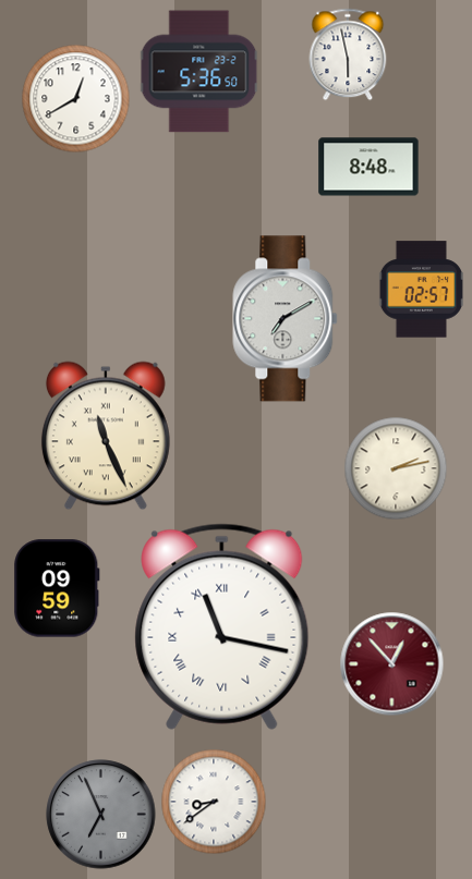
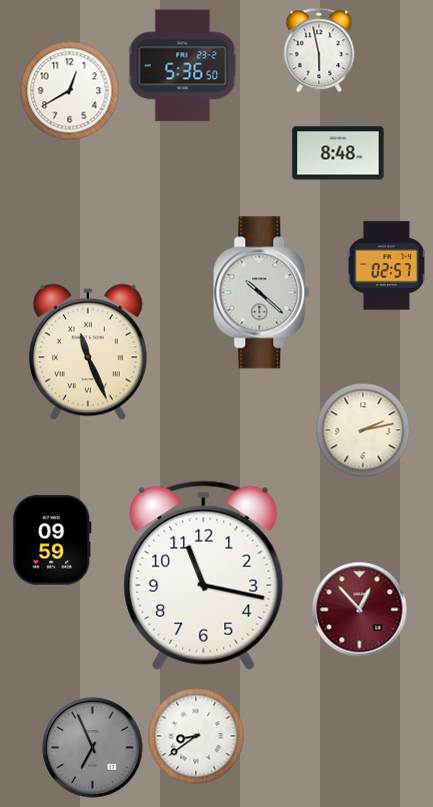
clock at (286, 319): 7:10 -> 10:22
clock at (106, 436) position: (106, 436) -> (88, 352)
clock at (222, 626) numerals: Roman -> Arabic
